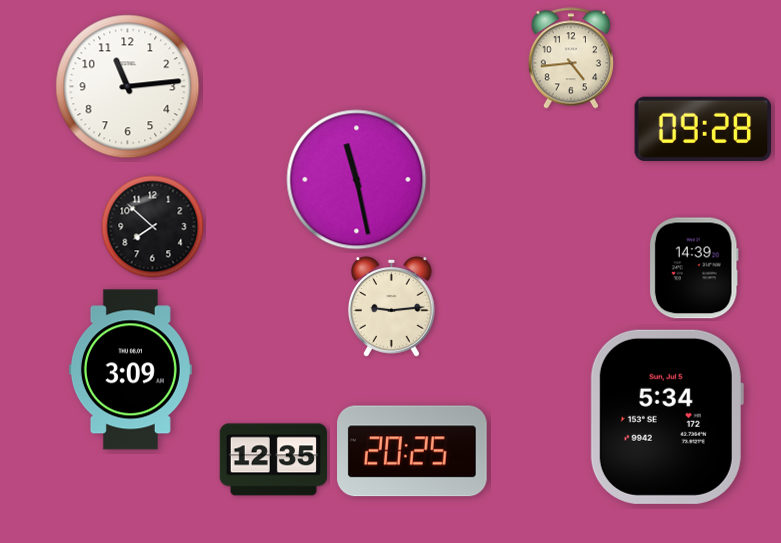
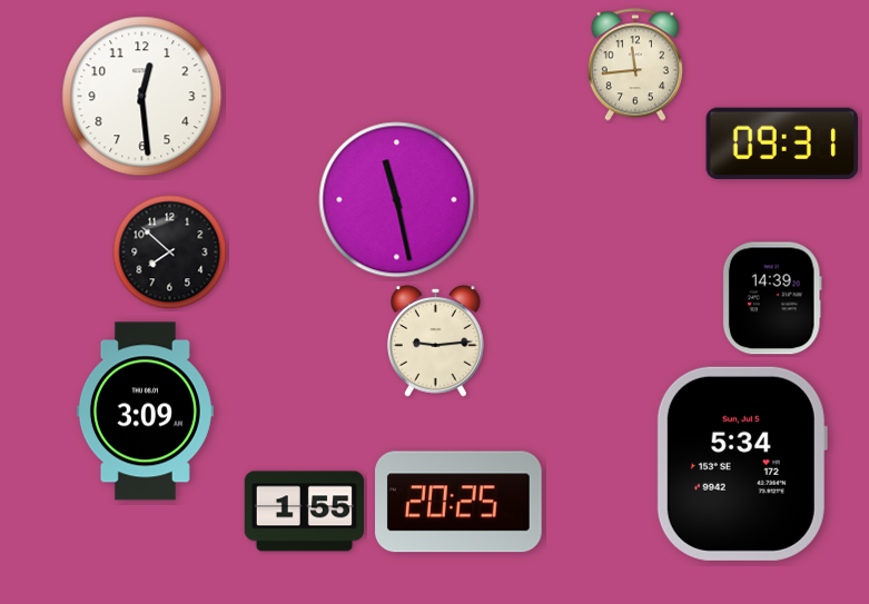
clock at (571, 58): 4:44 -> 11:44
clock at (128, 87): 11:14 -> 12:29
clock at (703, 129): 09:28 -> 09:31
clock at (274, 460): 12:35 -> 1:55
